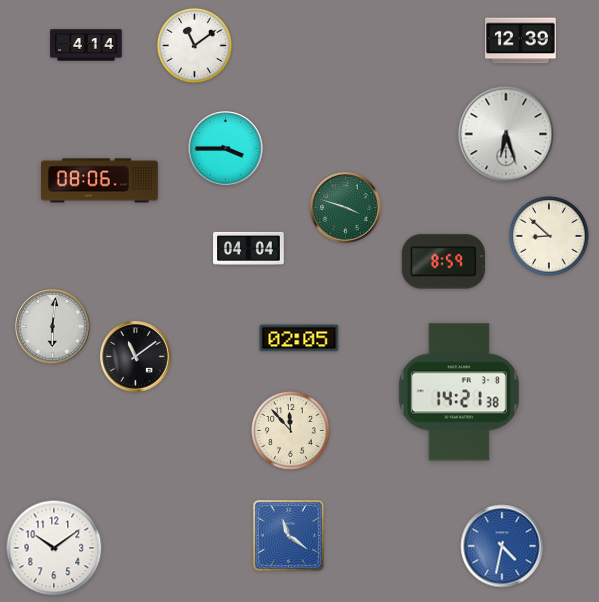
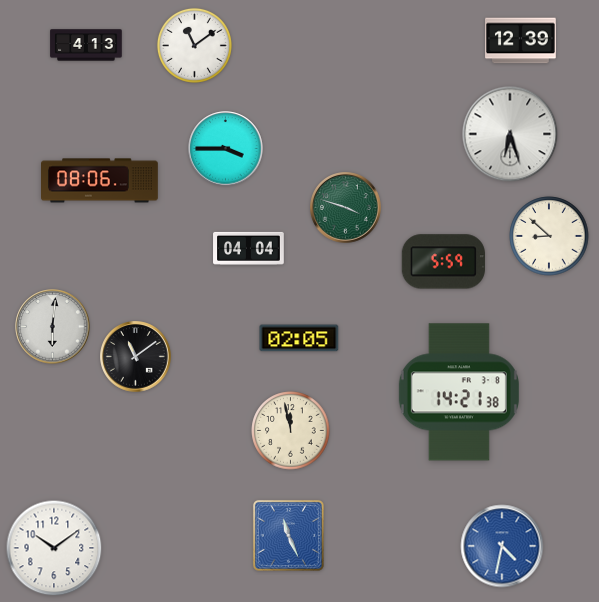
clock at (86, 45): 4:14 -> 4:13
clock at (506, 134) position: (506, 134) -> (510, 134)
clock at (443, 262): 8:59 -> 5:59
clock at (291, 431): 11:53 -> 11:58
clock at (288, 535): 11:21 -> 11:26
